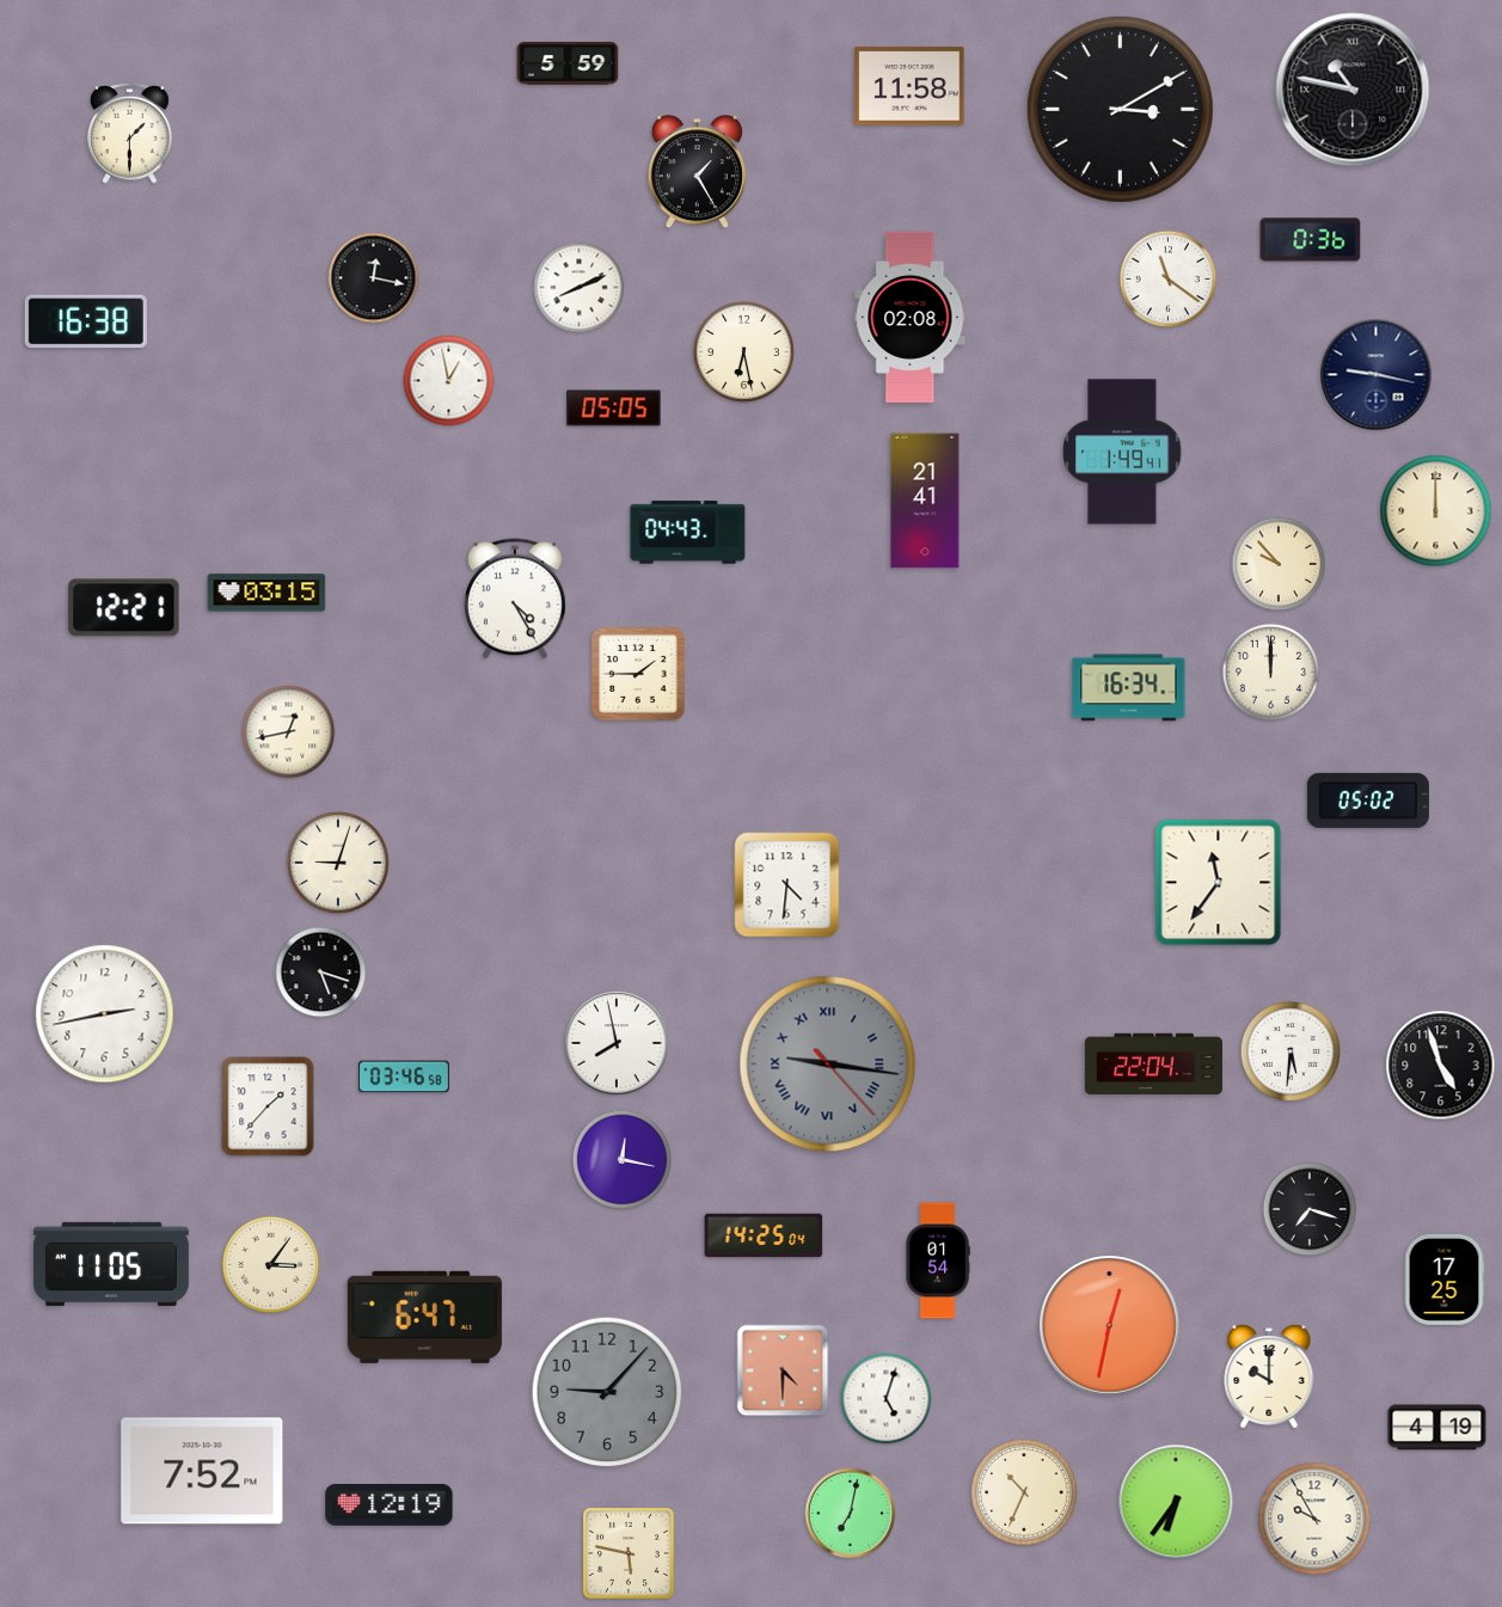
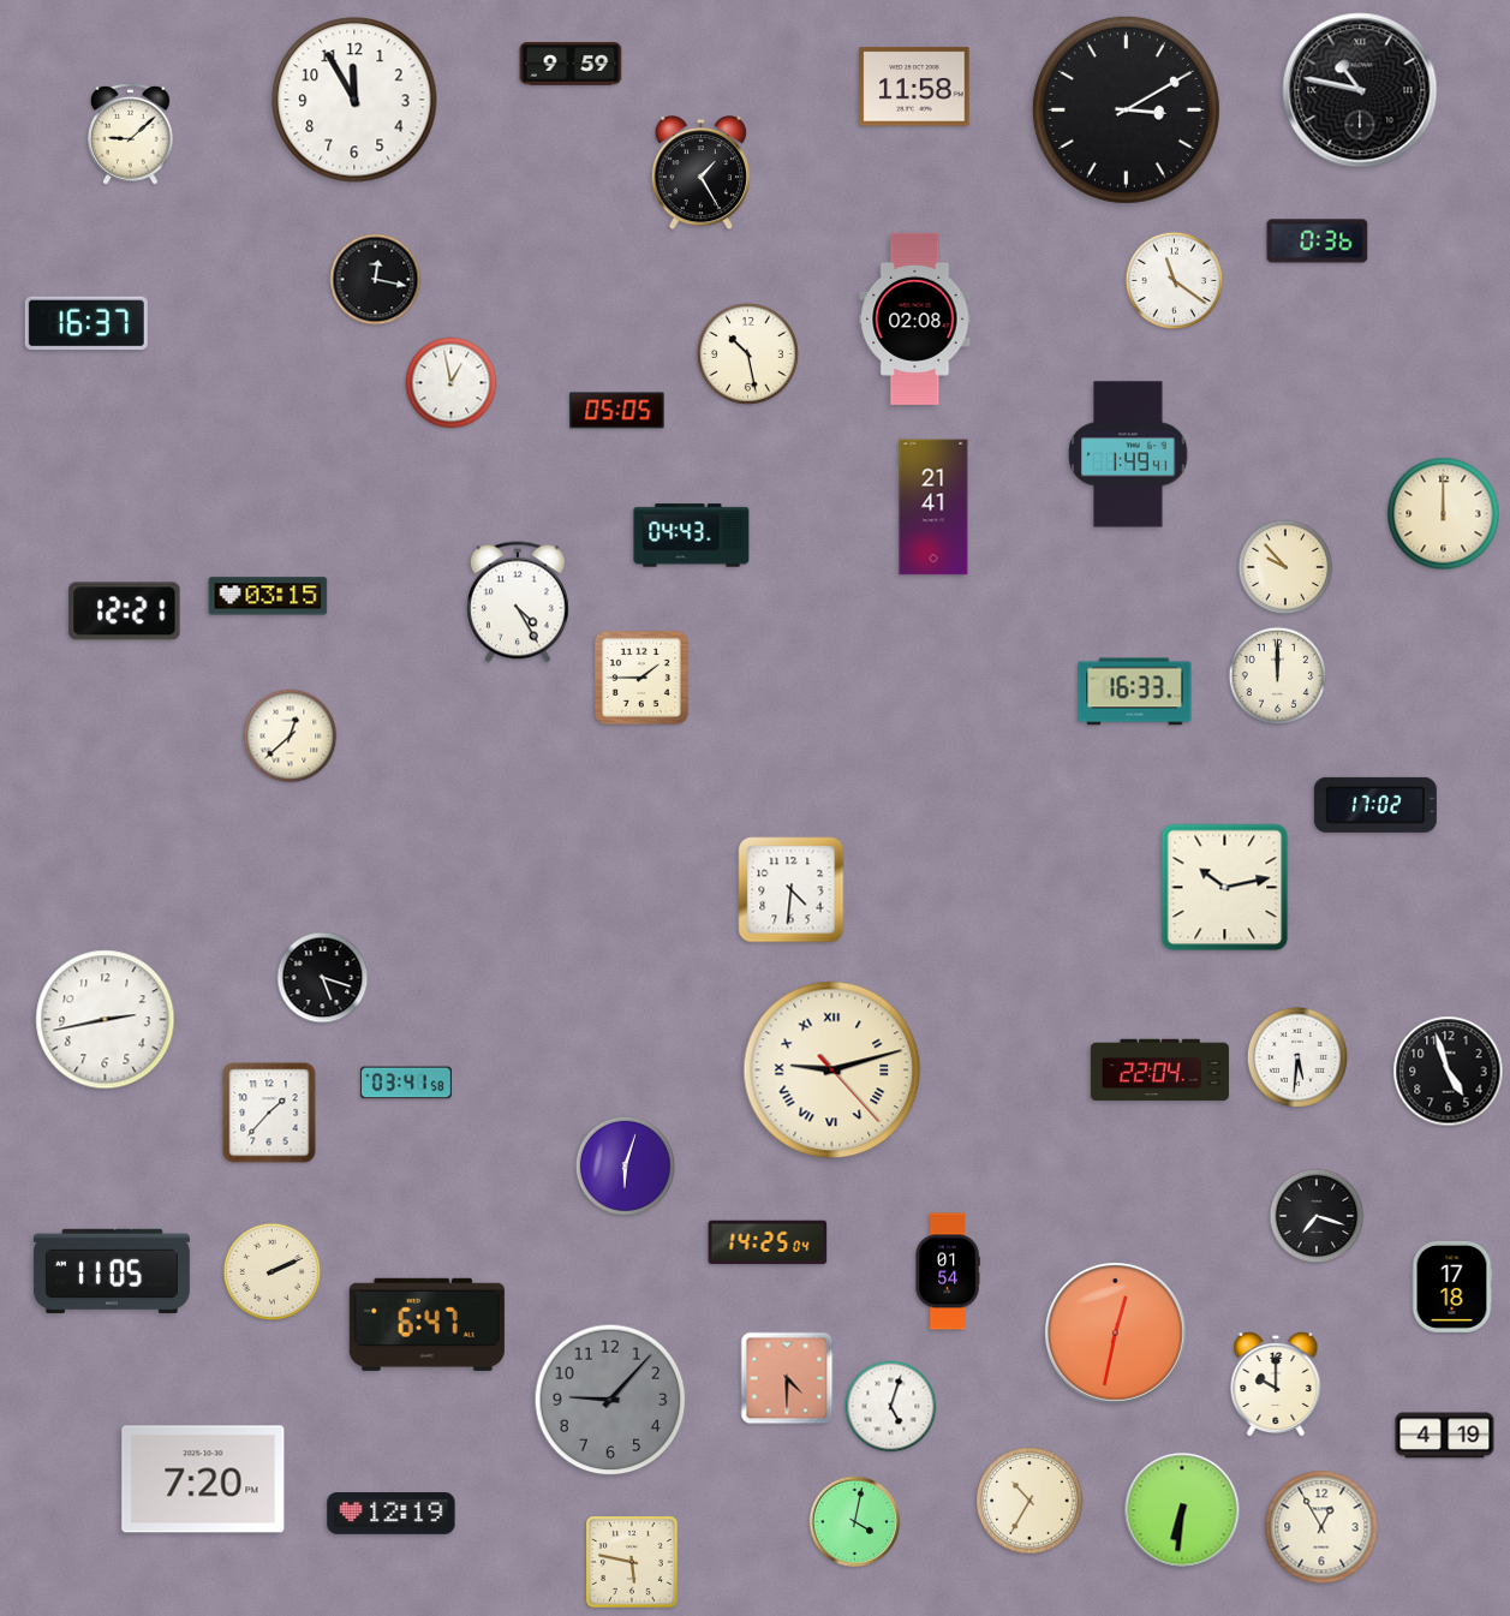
clock at (568, 63): 5:59 -> 9:59
clock at (354, 100): none -> 11:55
clock at (130, 133): 1:30 -> 9:08
clock at (580, 288): 8:11 -> none
clock at (86, 321): 16:38 -> 16:37
clock at (743, 351): 6:28 -> 10:28
clock at (1377, 375): 9:17 -> none
clock at (925, 501) position: (925, 501) -> (933, 507)
clock at (1129, 688): 16:34 -> 16:33
clock at (289, 732): 12:43 -> 12:38
clock at (1368, 801): 05:02 -> 17:02
clock at (338, 863): 9:03 -> none
clock at (1219, 883): 11:36 -> 10:13
clock at (617, 1043): 7:58 -> none
clock at (828, 1065): 9:16 -> 9:12
clock at (828, 1065) dial: grey -> cream
clock at (404, 1077): 03:46 -> 03:41
clock at (621, 1159): 12:17 -> 6:03
clock at (938, 1261) position: (938, 1261) -> (948, 1271)
clock at (271, 1265): 3:06 -> 2:11
clock at (1445, 1280): 17:25 -> 17:18
clock at (202, 1471): 7:52 -> 7:20
clock at (1024, 1492): 10:34 -> 10:35
clock at (1176, 1502): 6:36 -> 6:31
clock at (851, 1514): 7:02 -> 4:02
clock at (1314, 1519): 9:55 -> 12:55
